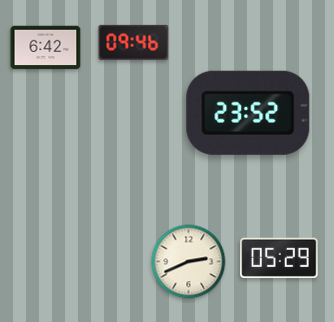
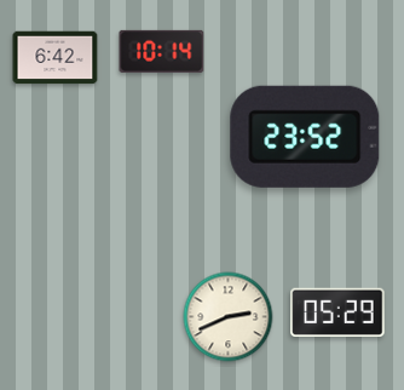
clock at (134, 42): 09:46 -> 10:14
clock at (248, 113) position: (248, 113) -> (305, 137)
